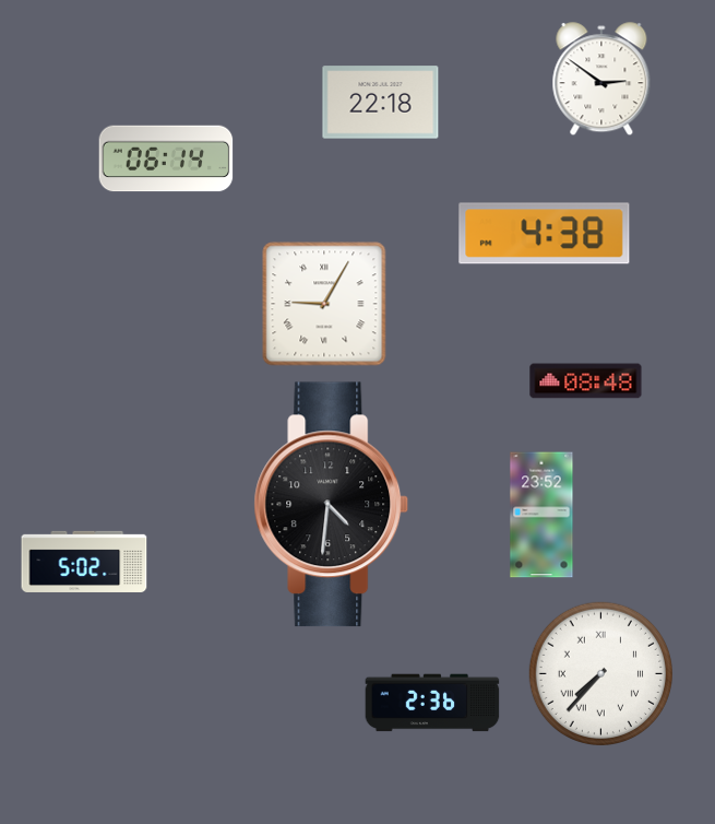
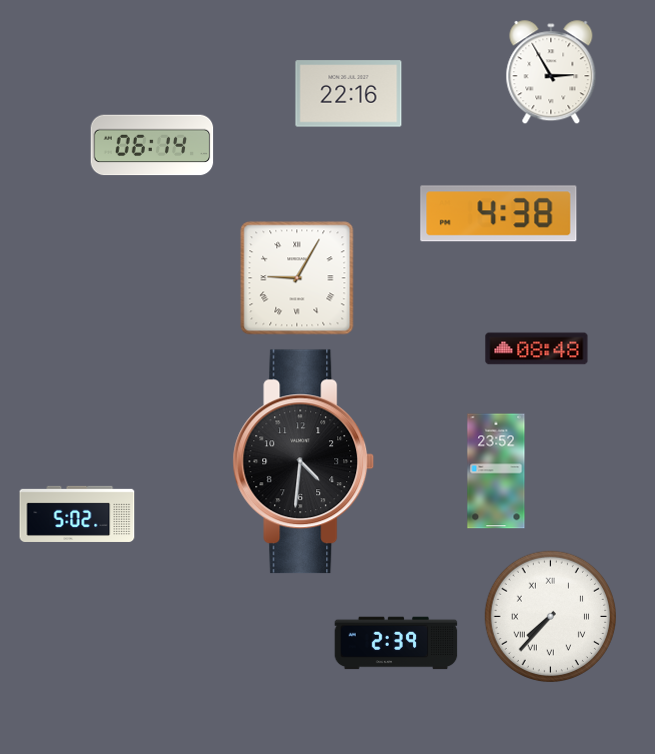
clock at (601, 79): 2:51 -> 2:55
clock at (381, 103): 22:18 -> 22:16
clock at (432, 703): 2:36 -> 2:39
